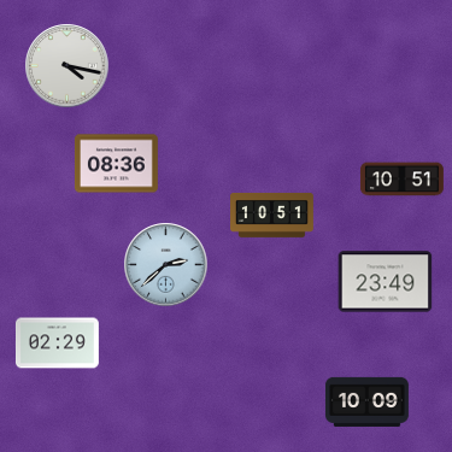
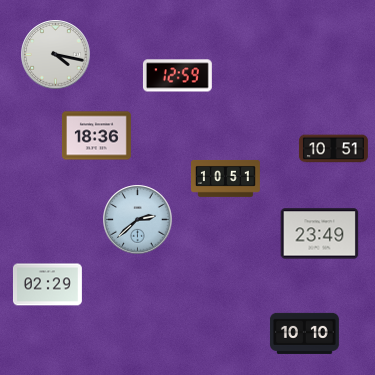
clock at (177, 76): none -> 12:59
clock at (116, 164): 08:36 -> 18:36
clock at (366, 401): 10:09 -> 10:10
